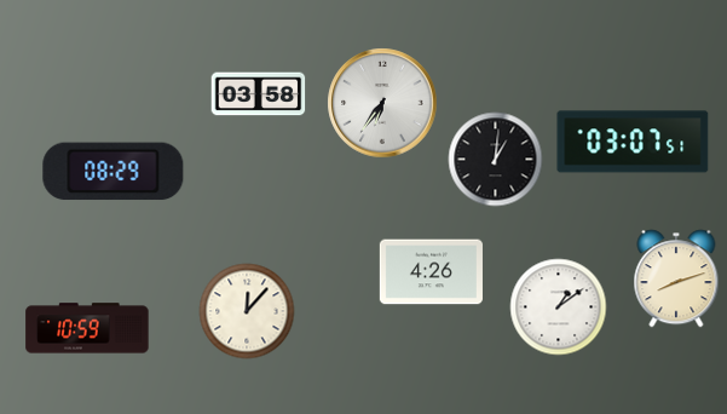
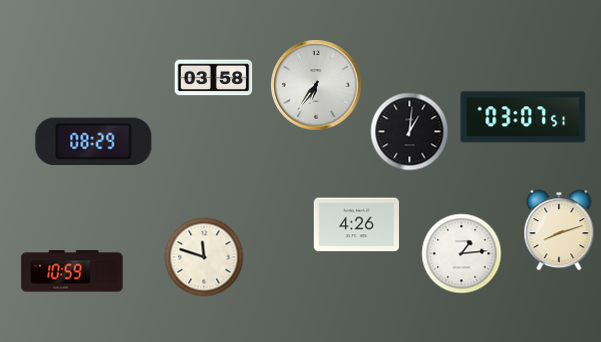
clock at (558, 306): 1:09 -> 1:14
clock at (247, 311): 12:07 -> 11:48
